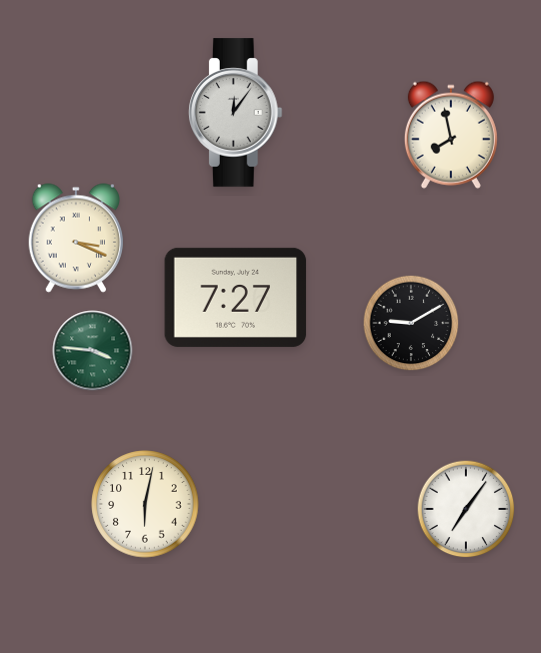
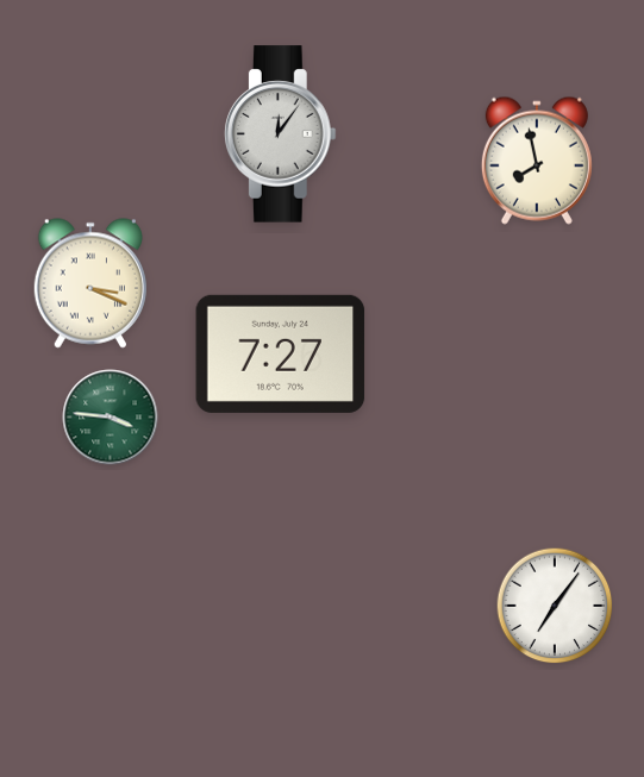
clock at (411, 323): 9:10 -> none
clock at (145, 504): 6:02 -> none
